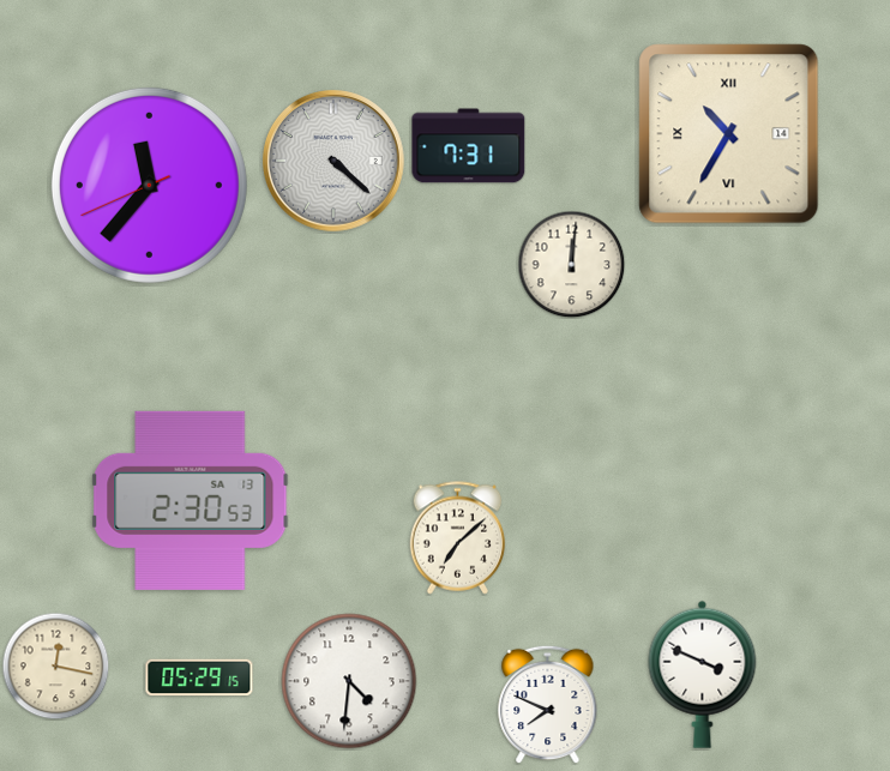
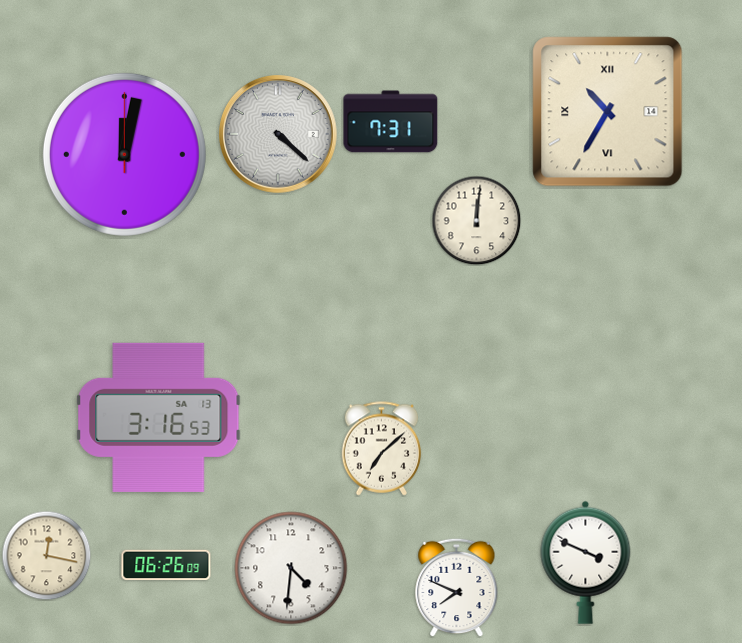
clock at (149, 185): 11:36 -> 12:02
clock at (191, 500): 2:30 -> 3:16
clock at (199, 677): 05:29 -> 06:26
